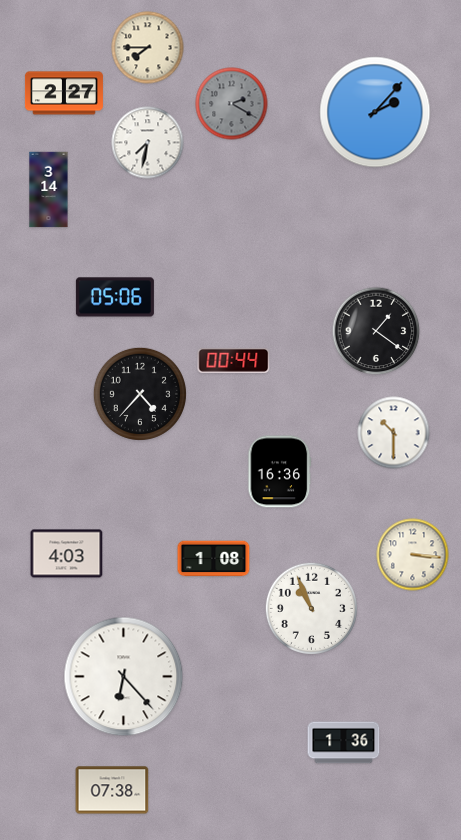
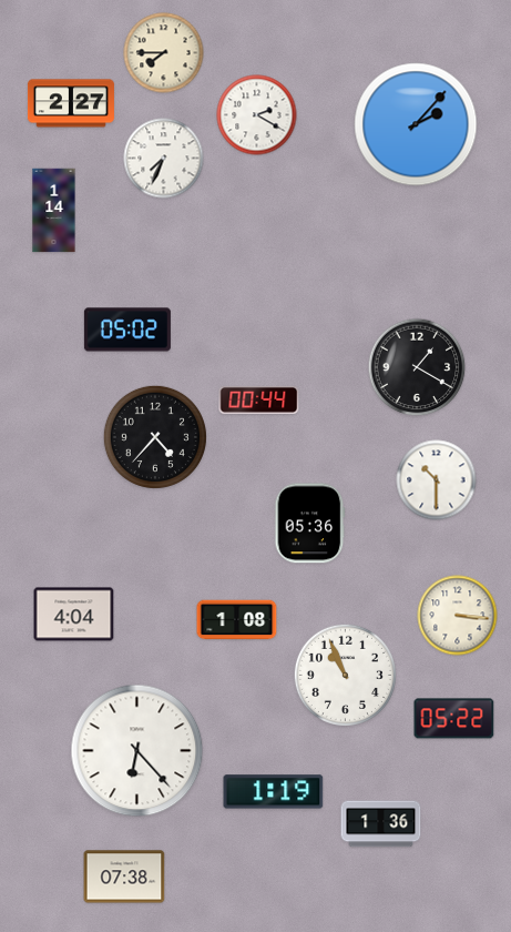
clock at (232, 104) dial: grey -> white
clock at (148, 143): 7:32 -> 7:34
clock at (49, 190): 3:14 -> 1:14
clock at (115, 297): 05:06 -> 05:02
clock at (376, 331): 1:21 -> 1:20
clock at (280, 472): 16:36 -> 05:36
clock at (67, 554): 4:03 -> 4:04
clock at (454, 719): none -> 05:22
clock at (274, 792): none -> 1:19
